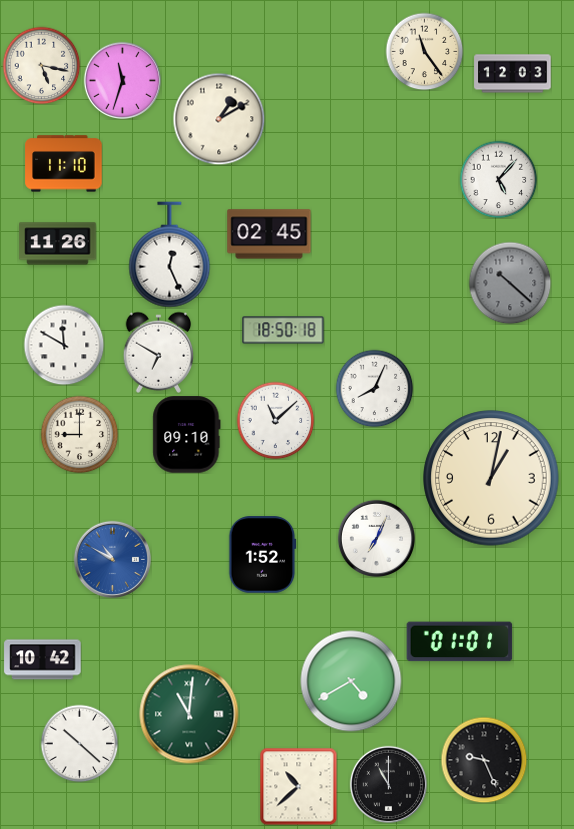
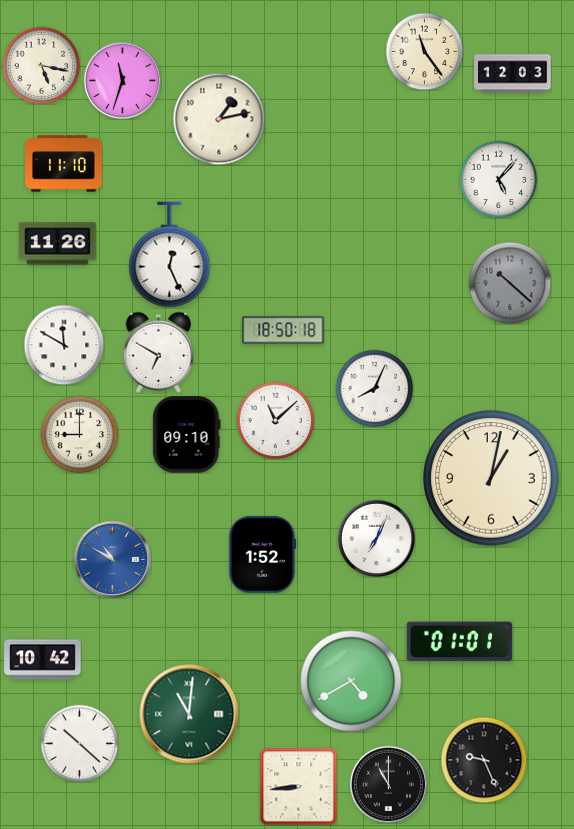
clock at (219, 119): 1:10 -> 1:13
clock at (269, 234): 02:45 -> none
clock at (298, 786): 10:38 -> 8:44
